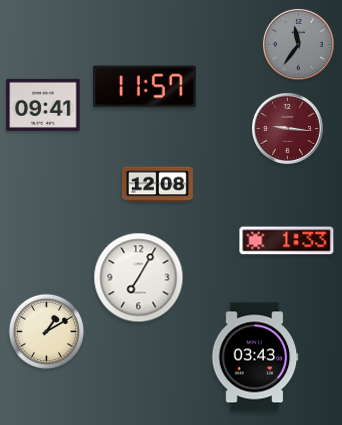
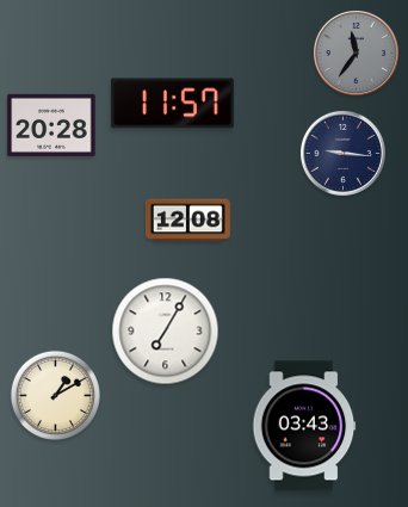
clock at (43, 105): 09:41 -> 20:28
clock at (287, 128) dial: burgundy -> navy
clock at (287, 241): 1:33 -> none
